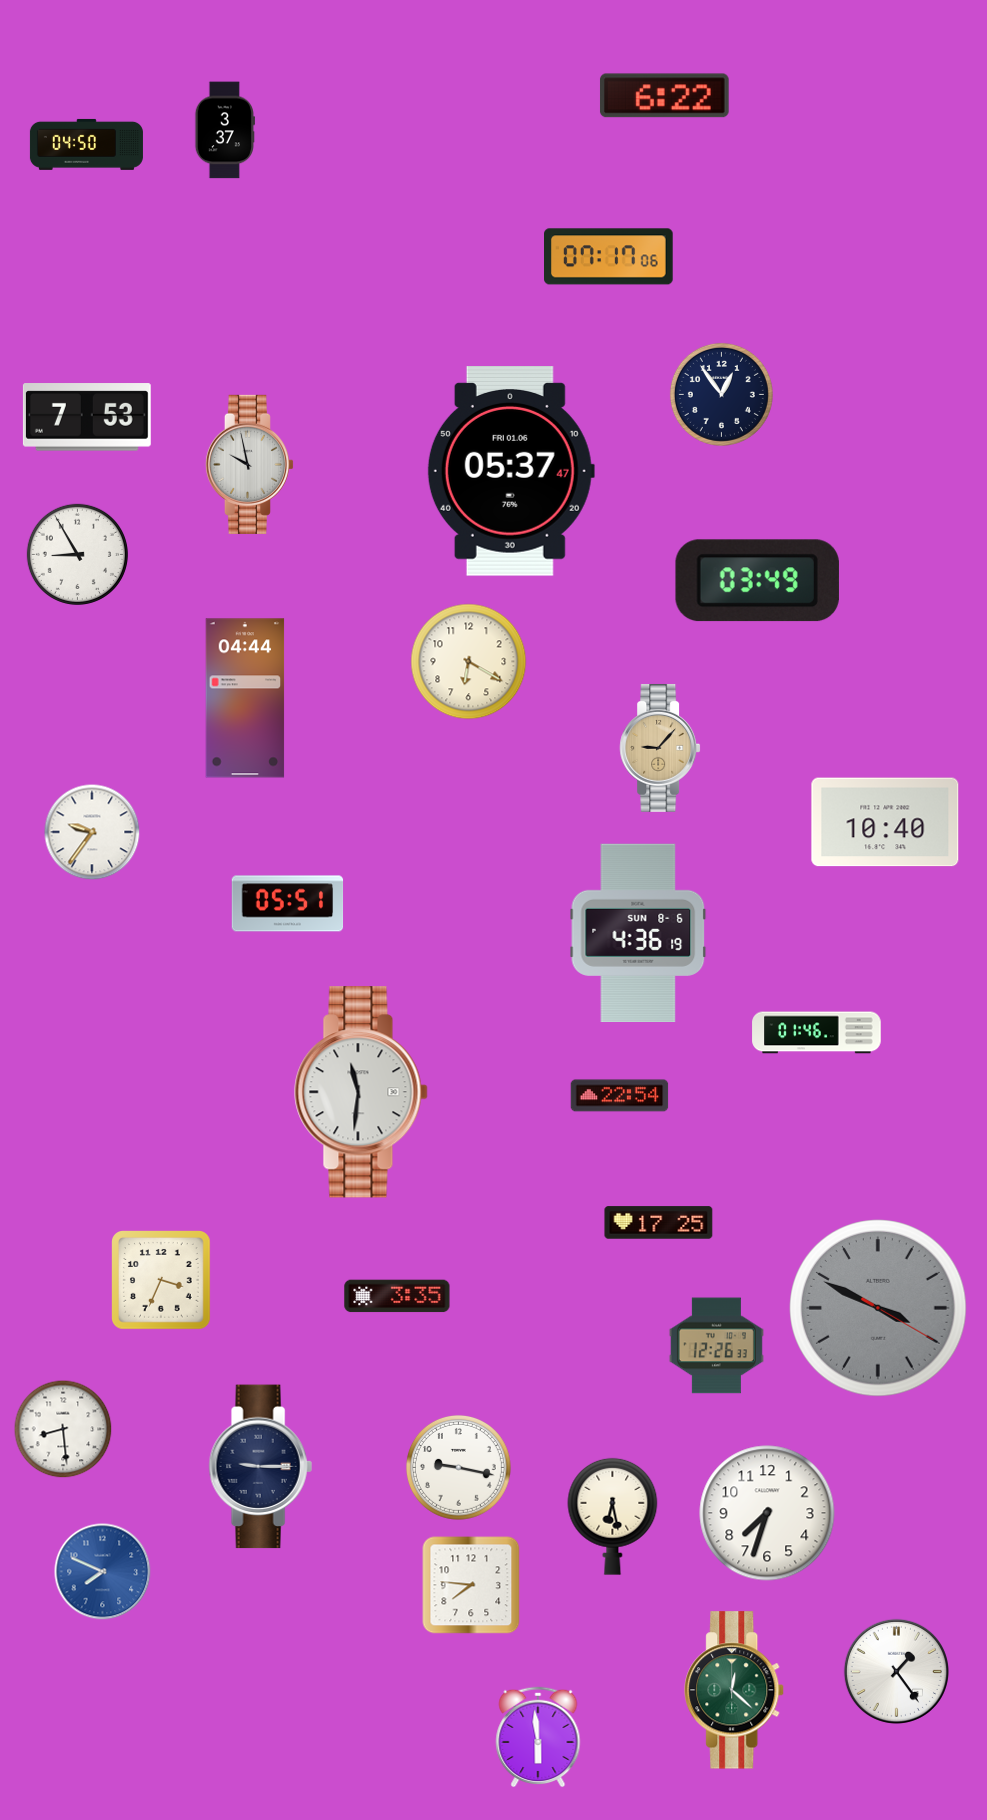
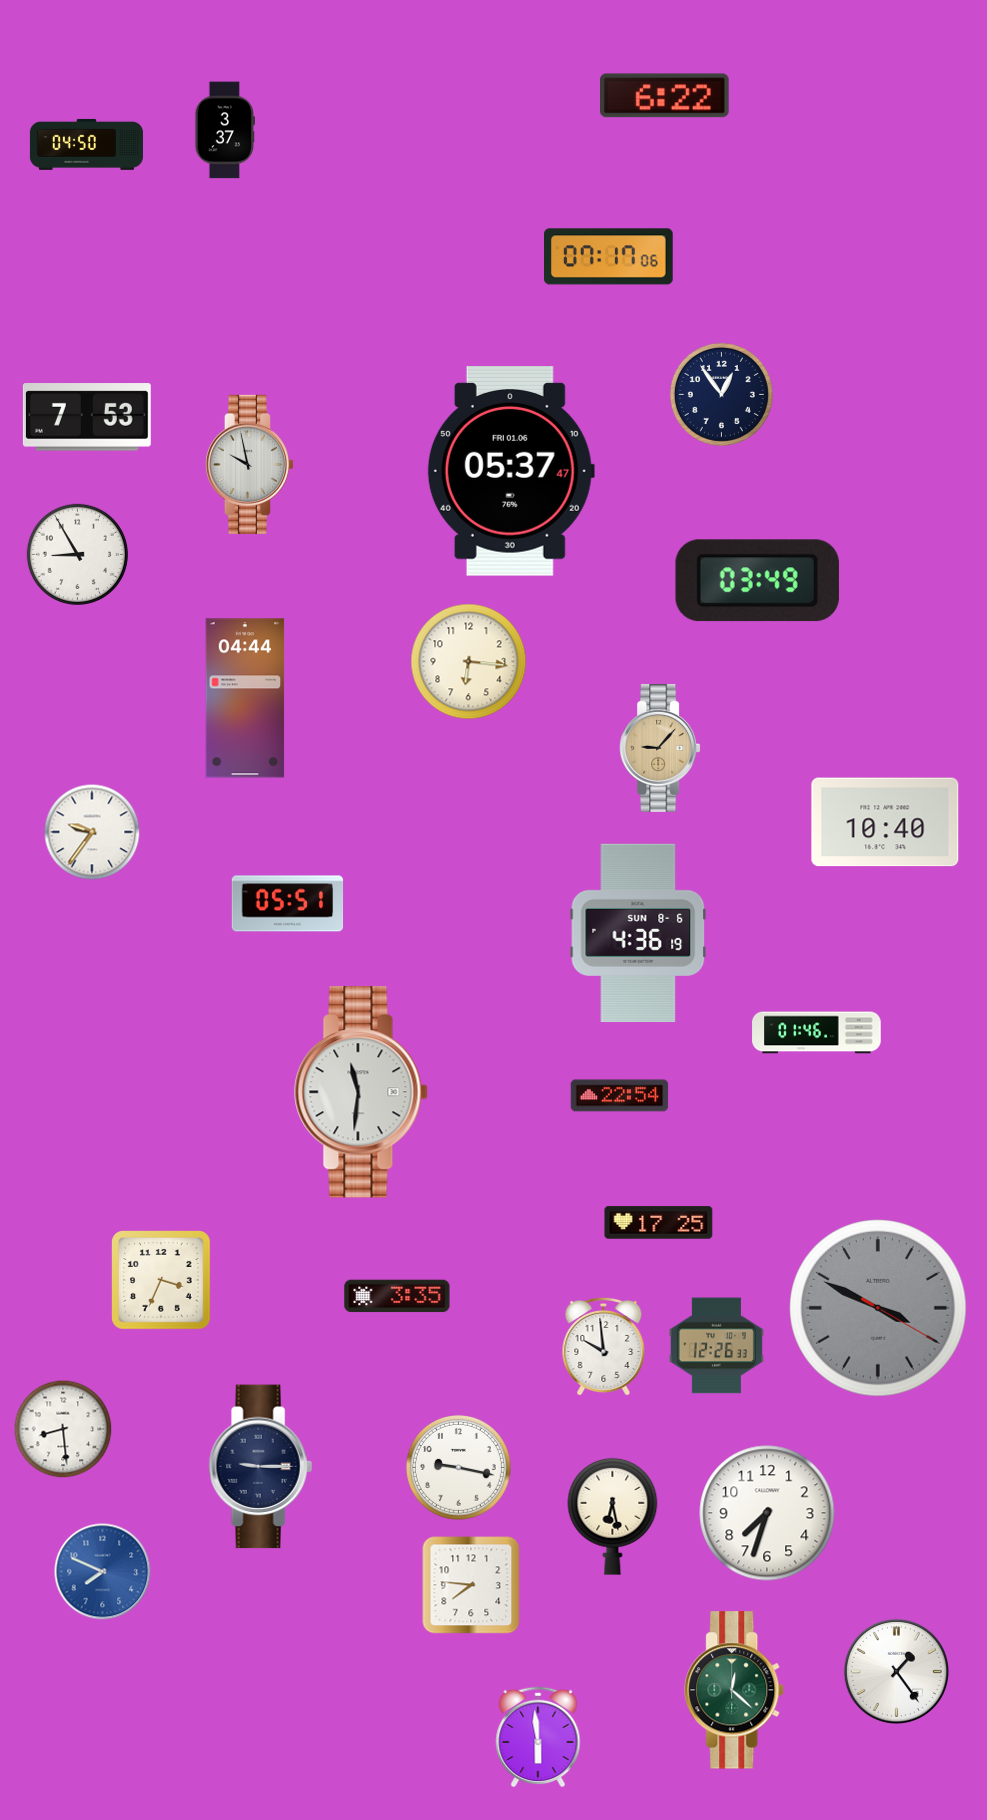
clock at (469, 662): 6:20 -> 6:16
clock at (604, 1346): none -> 9:59
